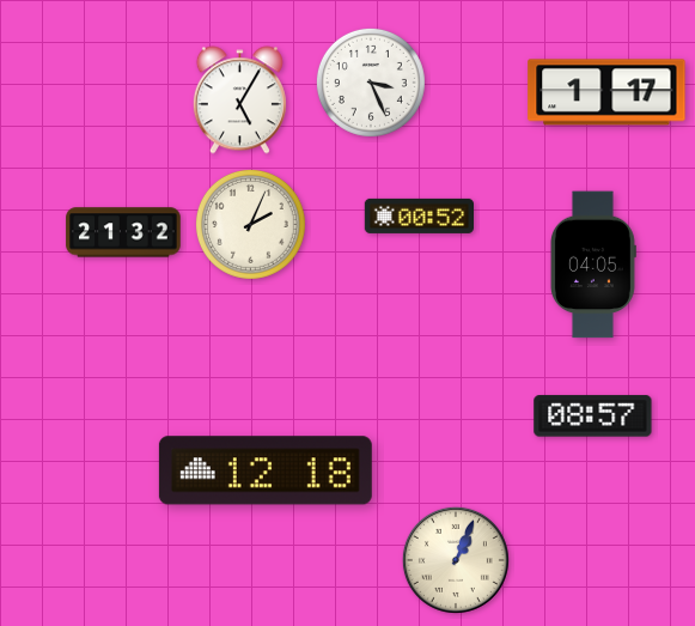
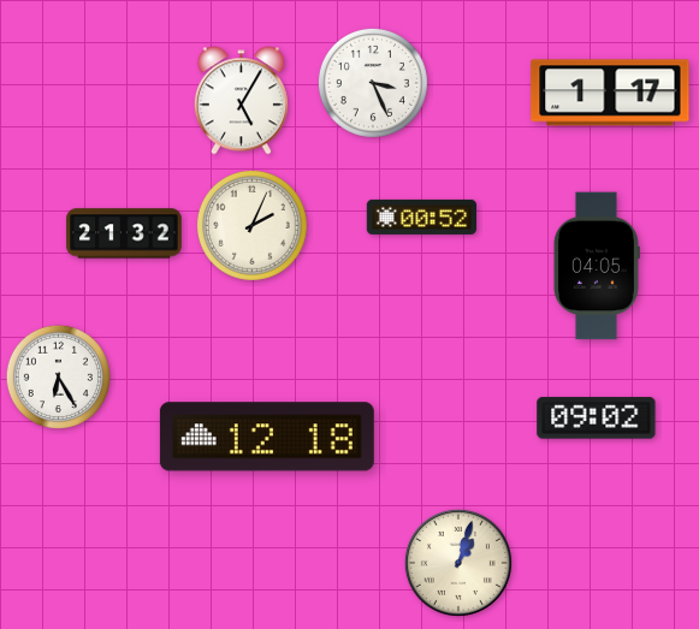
clock at (58, 376): none -> 6:25
clock at (593, 417): 08:57 -> 09:02
clock at (266, 470) position: (266, 470) -> (267, 437)
clock at (456, 560): 1:04 -> 1:03
